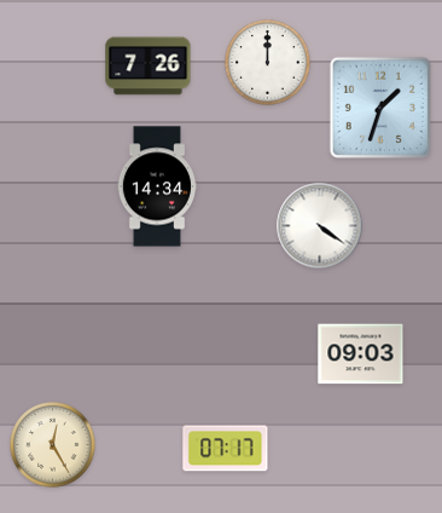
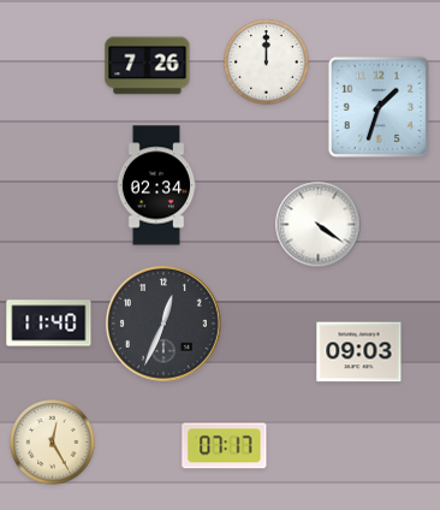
clock at (156, 186): 14:34 -> 02:34
clock at (49, 324): none -> 11:40
clock at (163, 324): none -> 12:34
